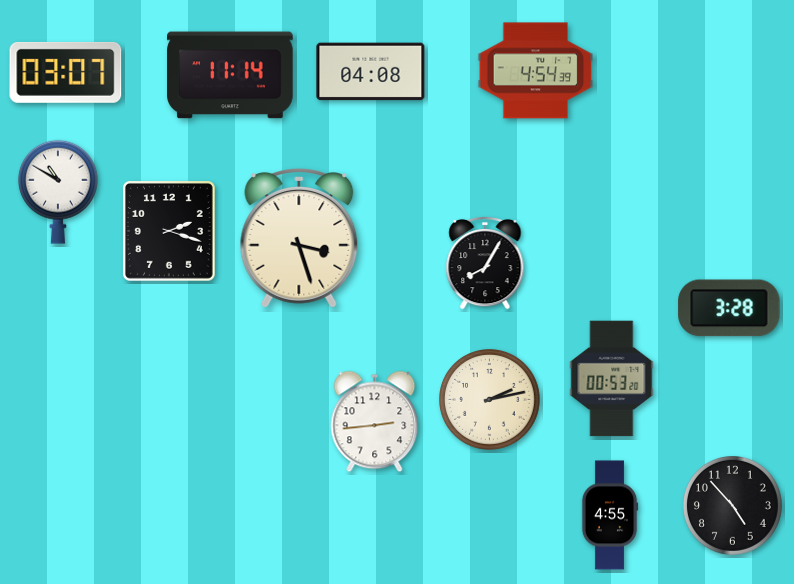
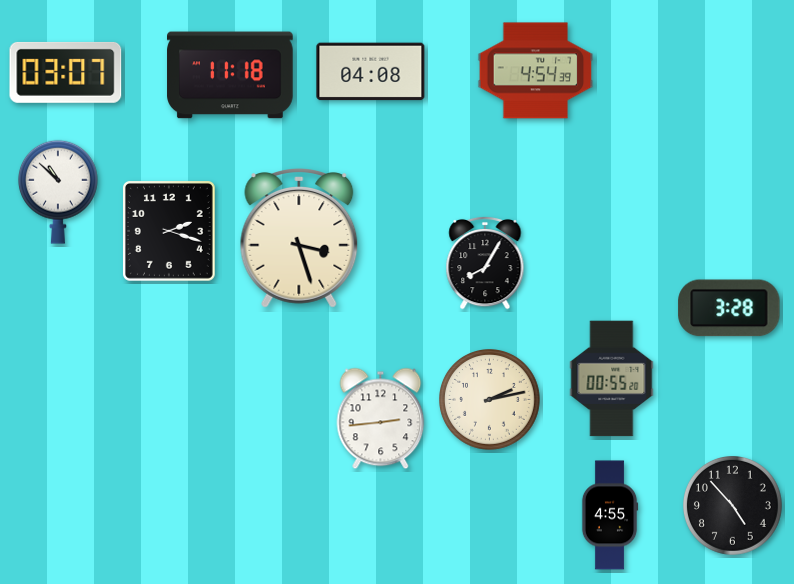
clock at (230, 75): 11:14 -> 11:18
clock at (58, 192): 10:50 -> 10:52
clock at (612, 379): 00:53 -> 00:55
clock at (375, 422) position: (375, 422) -> (381, 419)
